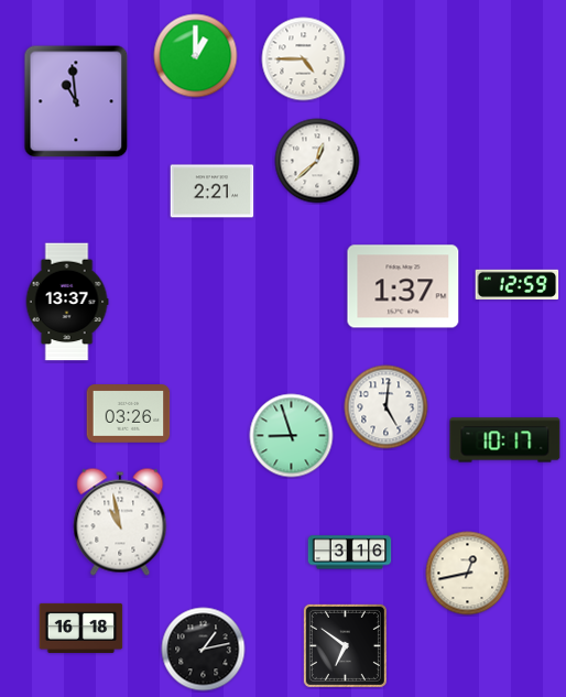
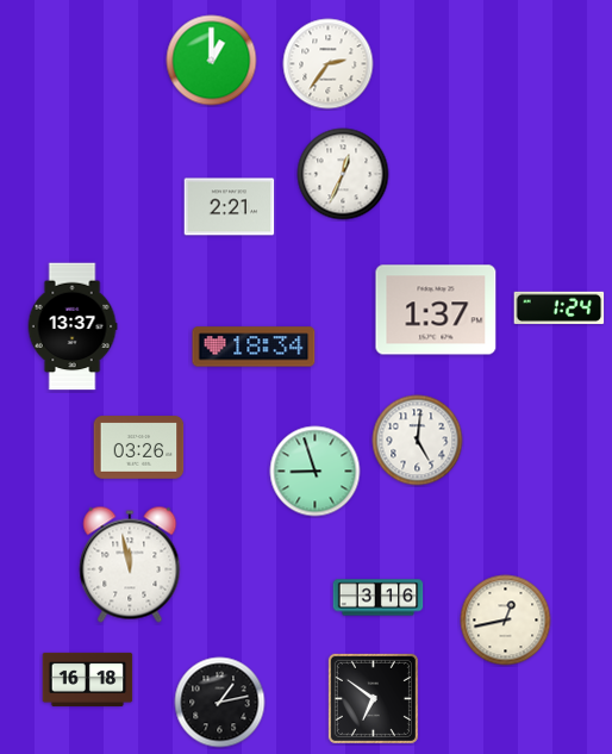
clock at (304, 59): 4:45 -> 2:36
clock at (76, 101): 10:59 -> none
clock at (317, 161): 12:38 -> 12:34
clock at (518, 284): 12:59 -> 1:24
clock at (254, 347): none -> 18:34
clock at (505, 440): 10:17 -> none
clock at (120, 522): 10:58 -> 11:58
